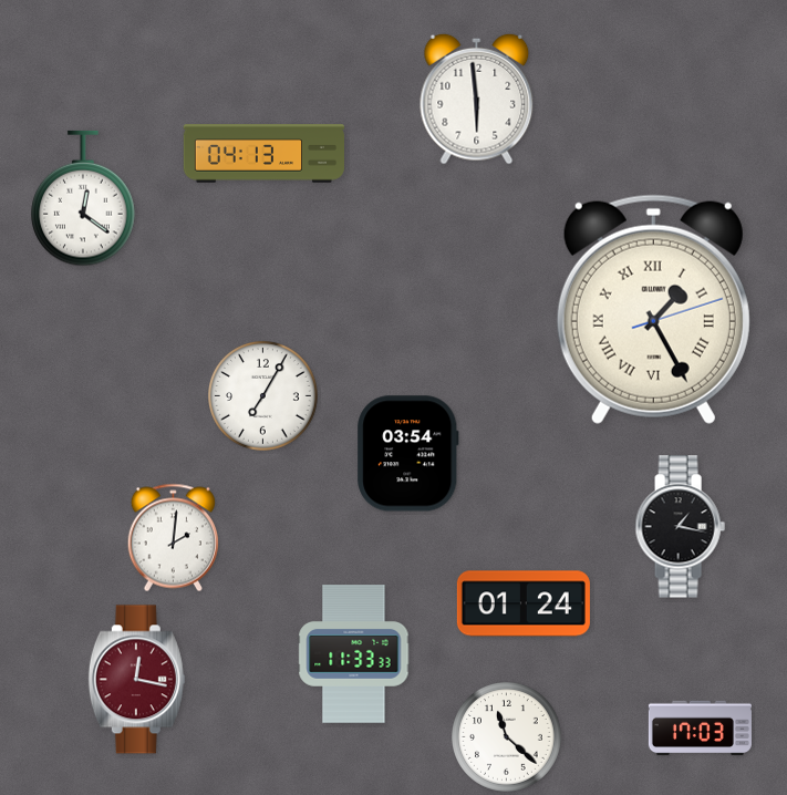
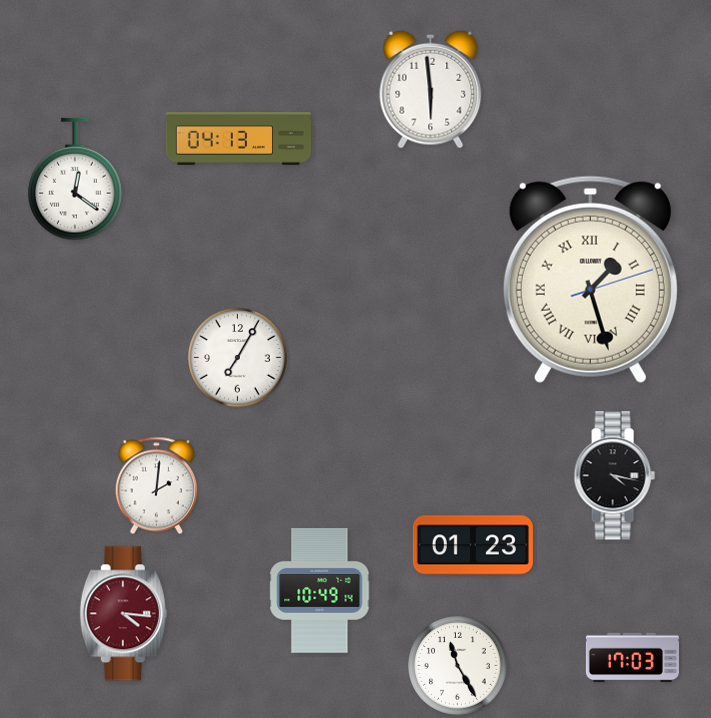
clock at (653, 309): 1:25 -> 1:27
clock at (408, 454): 03:54 -> none
clock at (680, 527): 1:17 -> 4:17
clock at (524, 603): 01:24 -> 01:23
clock at (354, 654): 11:33 -> 10:49
clock at (136, 680): 12:17 -> 4:16
clock at (507, 737): 11:22 -> 11:25
